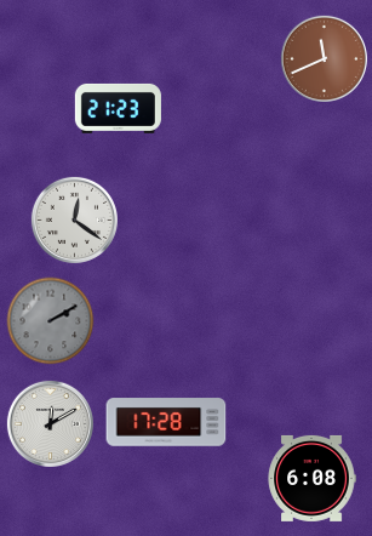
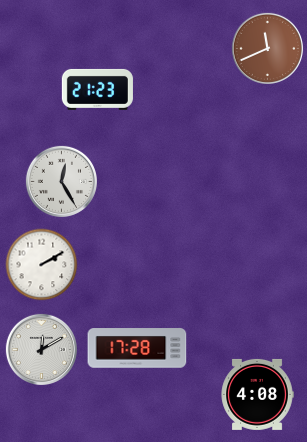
clock at (74, 219): 12:21 -> 12:25
clock at (51, 321) dial: grey -> white
clock at (311, 478): 6:08 -> 4:08
